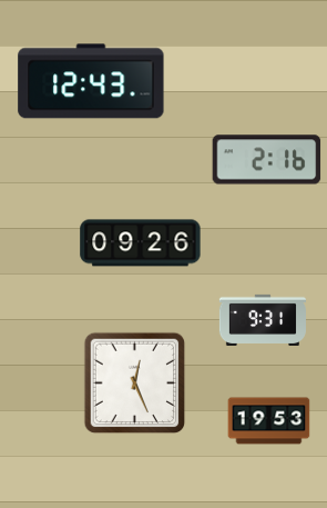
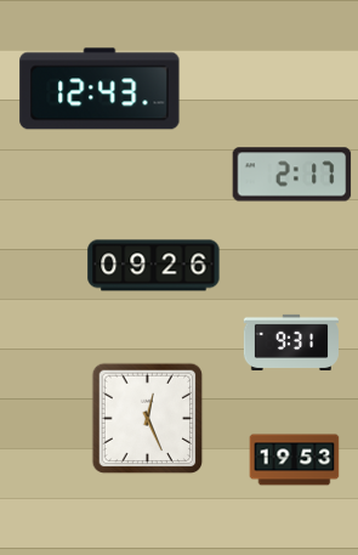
clock at (267, 160): 2:16 -> 2:17
clock at (263, 320) position: (263, 320) -> (291, 342)
